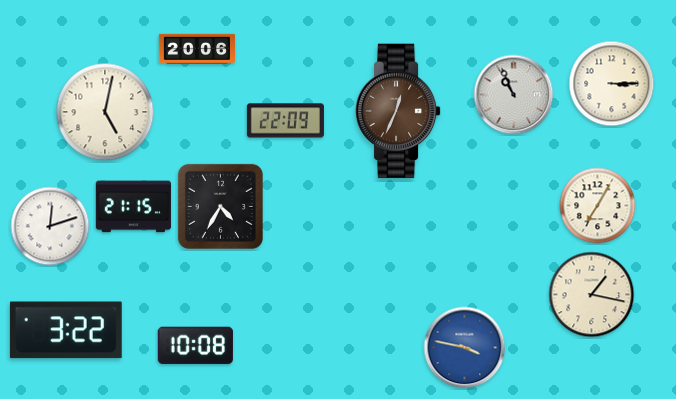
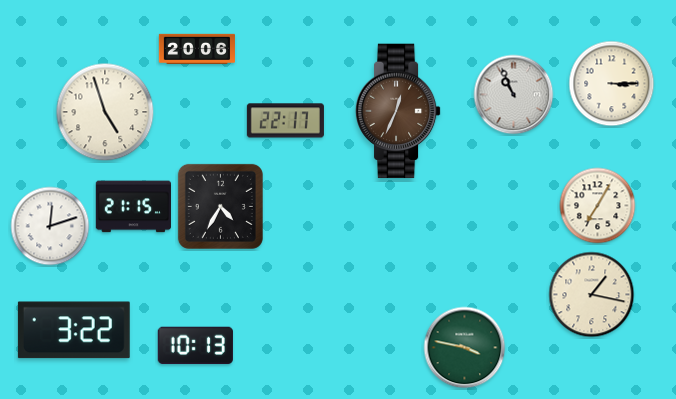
clock at (105, 112): 5:02 -> 4:57
clock at (285, 121): 22:09 -> 22:17
clock at (66, 330) position: (66, 330) -> (74, 330)
clock at (195, 346): 10:08 -> 10:13
clock at (465, 348) dial: blue -> green
